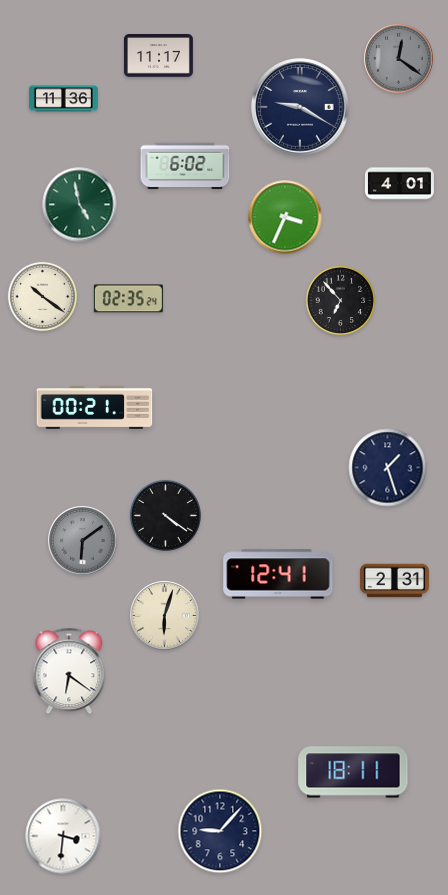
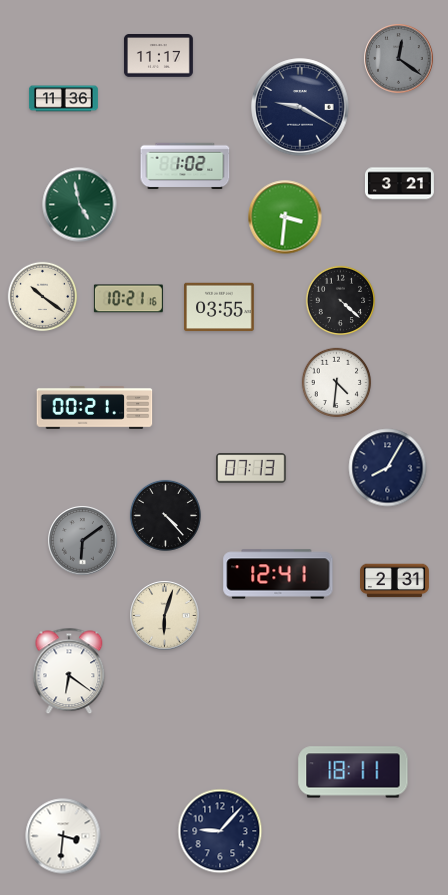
clock at (185, 166): 6:02 -> 1:02
clock at (399, 184): 4:01 -> 3:21
clock at (285, 217): 3:34 -> 3:31
clock at (128, 299): 02:35 -> 10:21
clock at (341, 301): 6:53 -> 4:22
clock at (219, 307): none -> 03:55
clock at (337, 383): none -> 4:31
clock at (251, 468): none -> 07:13
clock at (388, 468): 1:27 -> 8:05
clock at (165, 515): 4:21 -> 4:23
